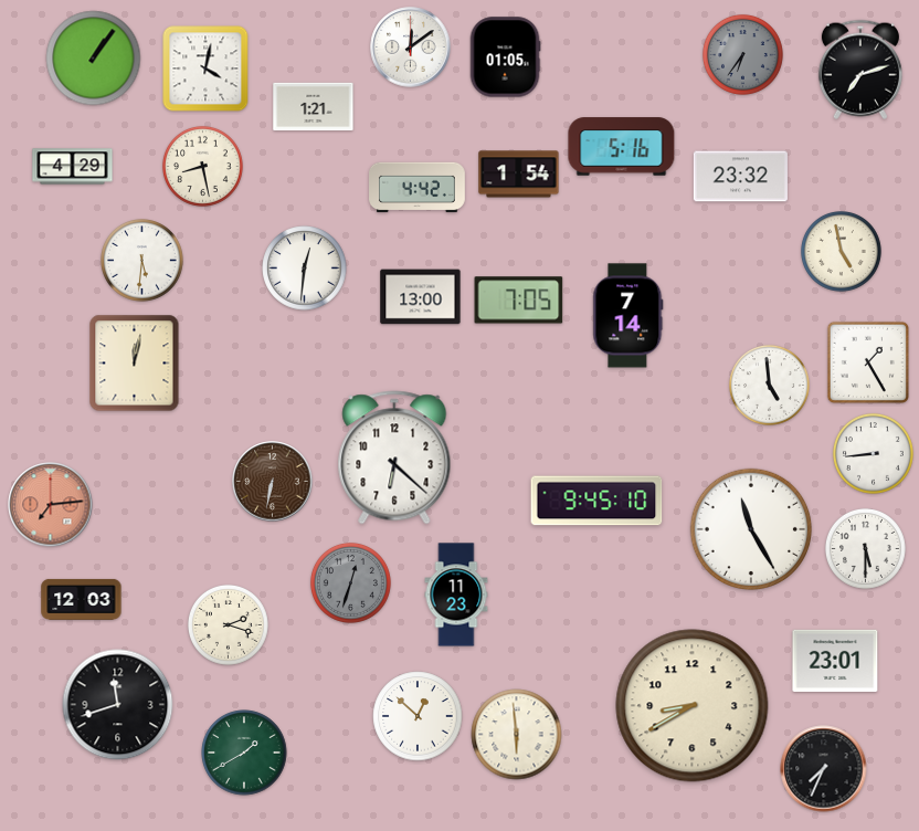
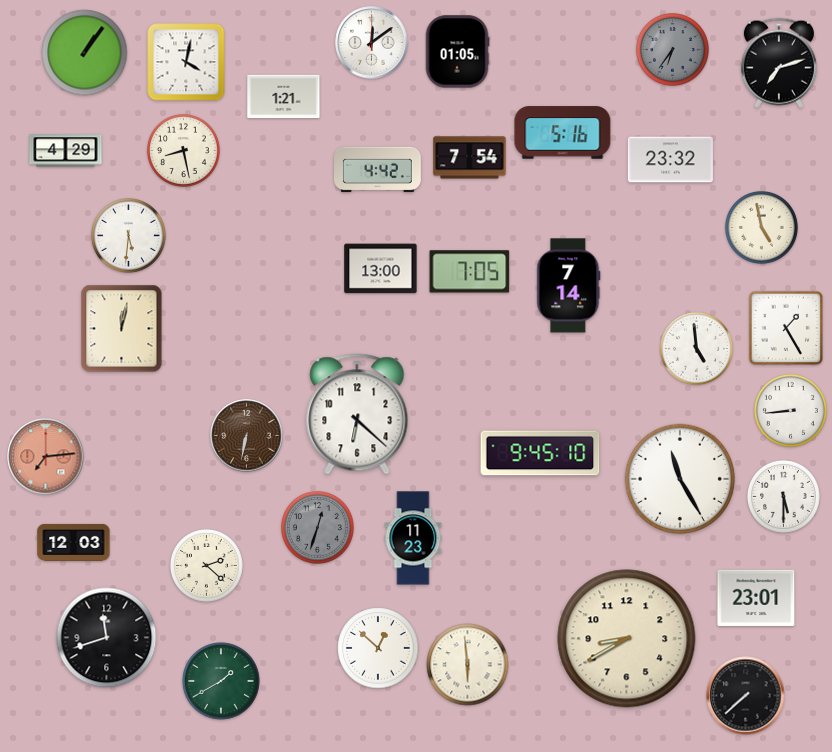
clock at (519, 175): 1:54 -> 7:54
clock at (305, 269): 12:31 -> none
clock at (228, 624): 2:18 -> 2:22
clock at (824, 769): 7:34 -> 7:38
